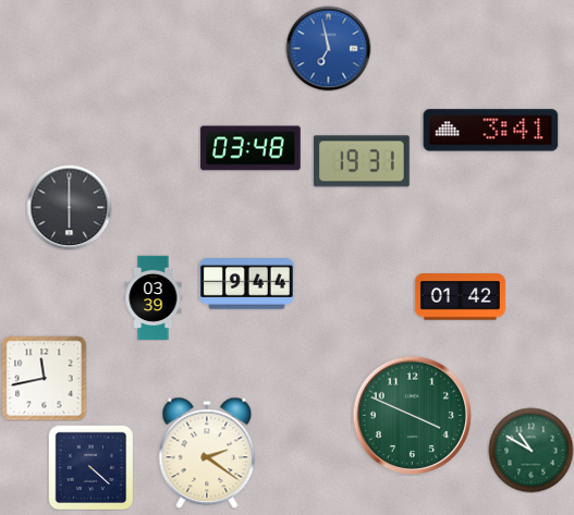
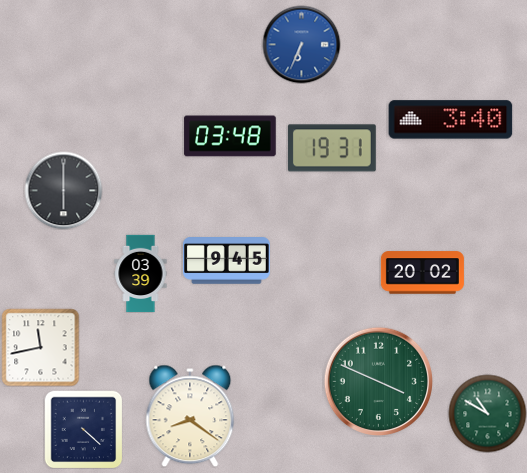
clock at (328, 48): 6:58 -> 6:34
clock at (491, 131): 3:41 -> 3:40
clock at (246, 284): 9:44 -> 9:45
clock at (460, 297): 01:42 -> 20:02
clock at (207, 453): 2:21 -> 8:21
